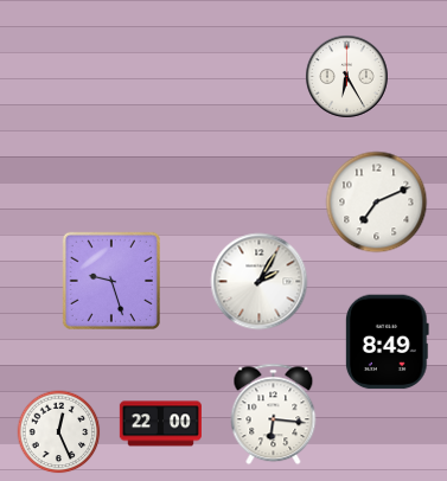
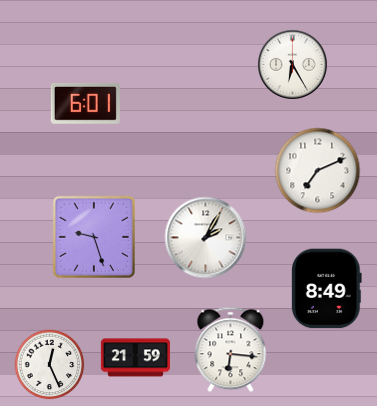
clock at (85, 103): none -> 6:01
clock at (260, 282) position: (260, 282) -> (206, 238)
clock at (160, 424): 22:00 -> 21:59
